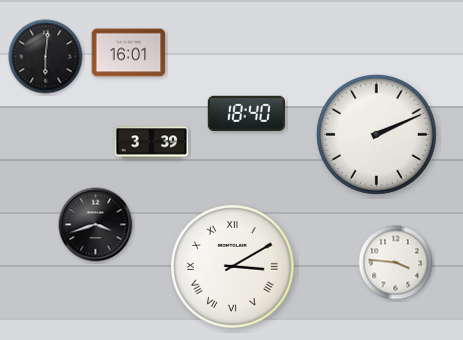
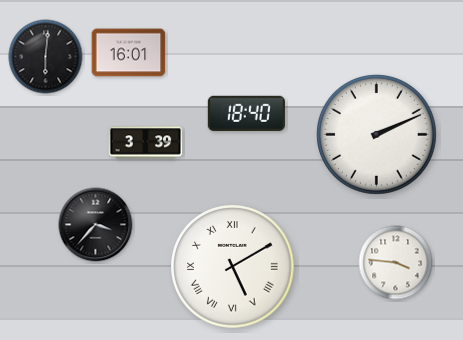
clock at (152, 143) position: (152, 143) -> (146, 143)
clock at (96, 225): 3:42 -> 3:37
clock at (233, 267): 3:10 -> 5:10
